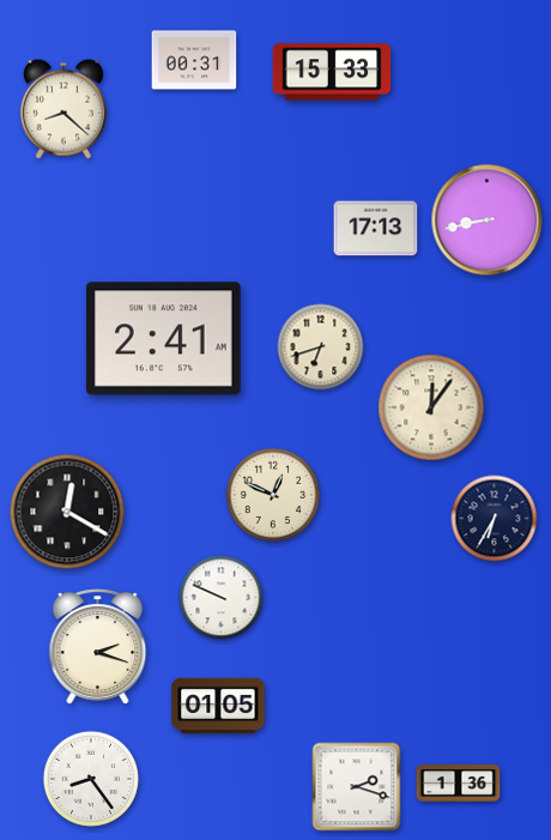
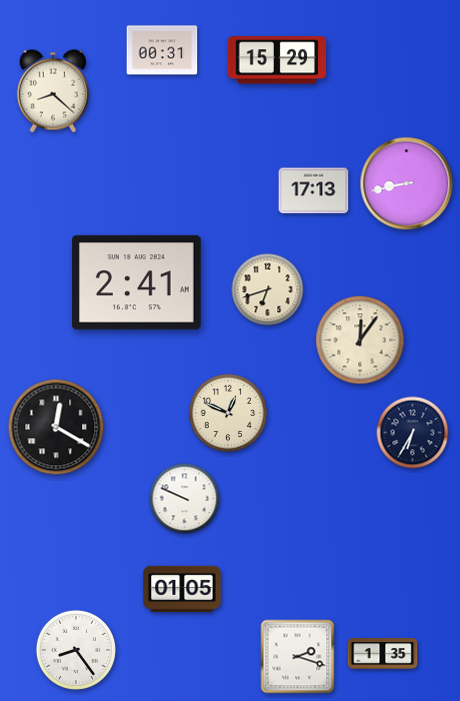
clock at (332, 72): 15:33 -> 15:29
clock at (98, 647): 2:18 -> none
clock at (459, 784): 1:36 -> 1:35
